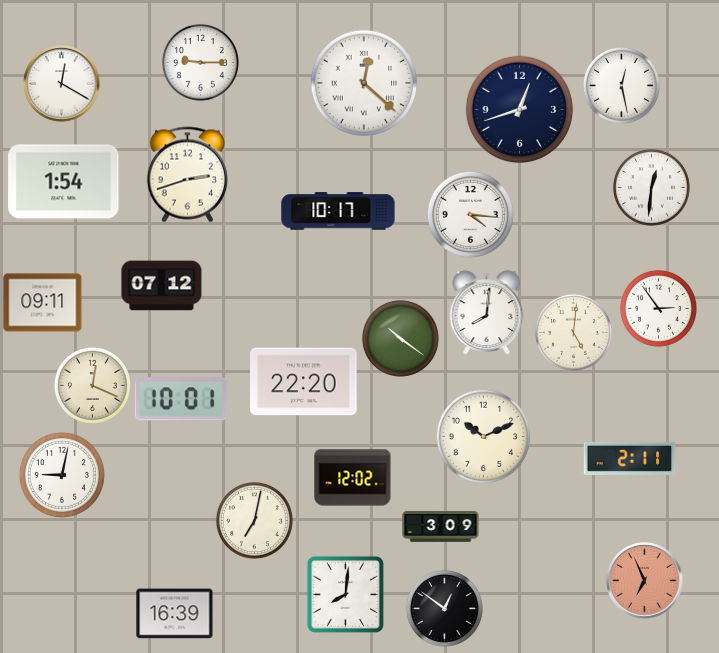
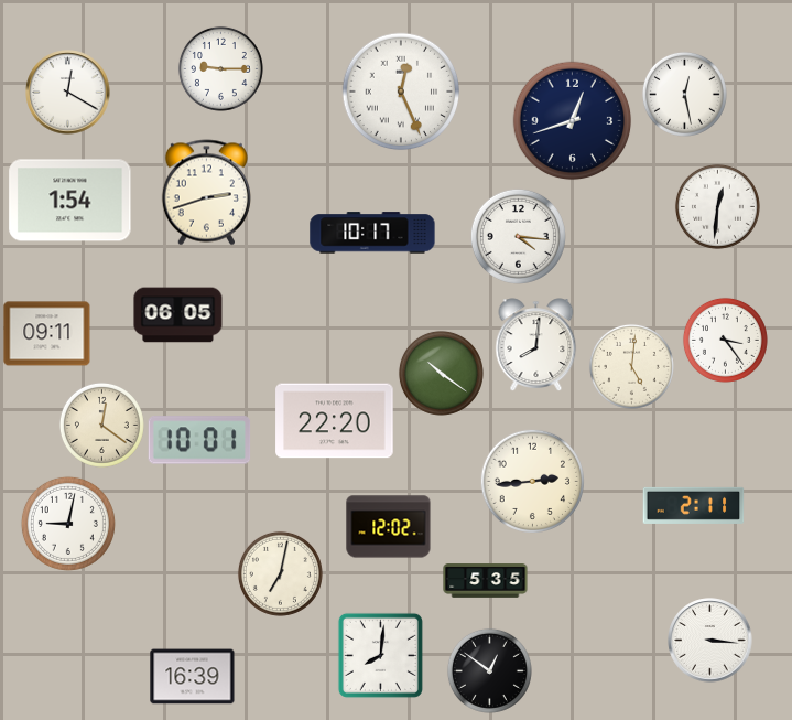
clock at (364, 83): 12:22 -> 12:26
clock at (162, 286): 07:12 -> 06:05
clock at (658, 308): 2:54 -> 3:24
clock at (92, 385): 12:19 -> 12:21
clock at (483, 436): 10:11 -> 2:44
clock at (441, 527): 3:09 -> 5:35
clock at (645, 581): 6:56 -> 3:16
clock at (645, 581) dial: salmon -> white
